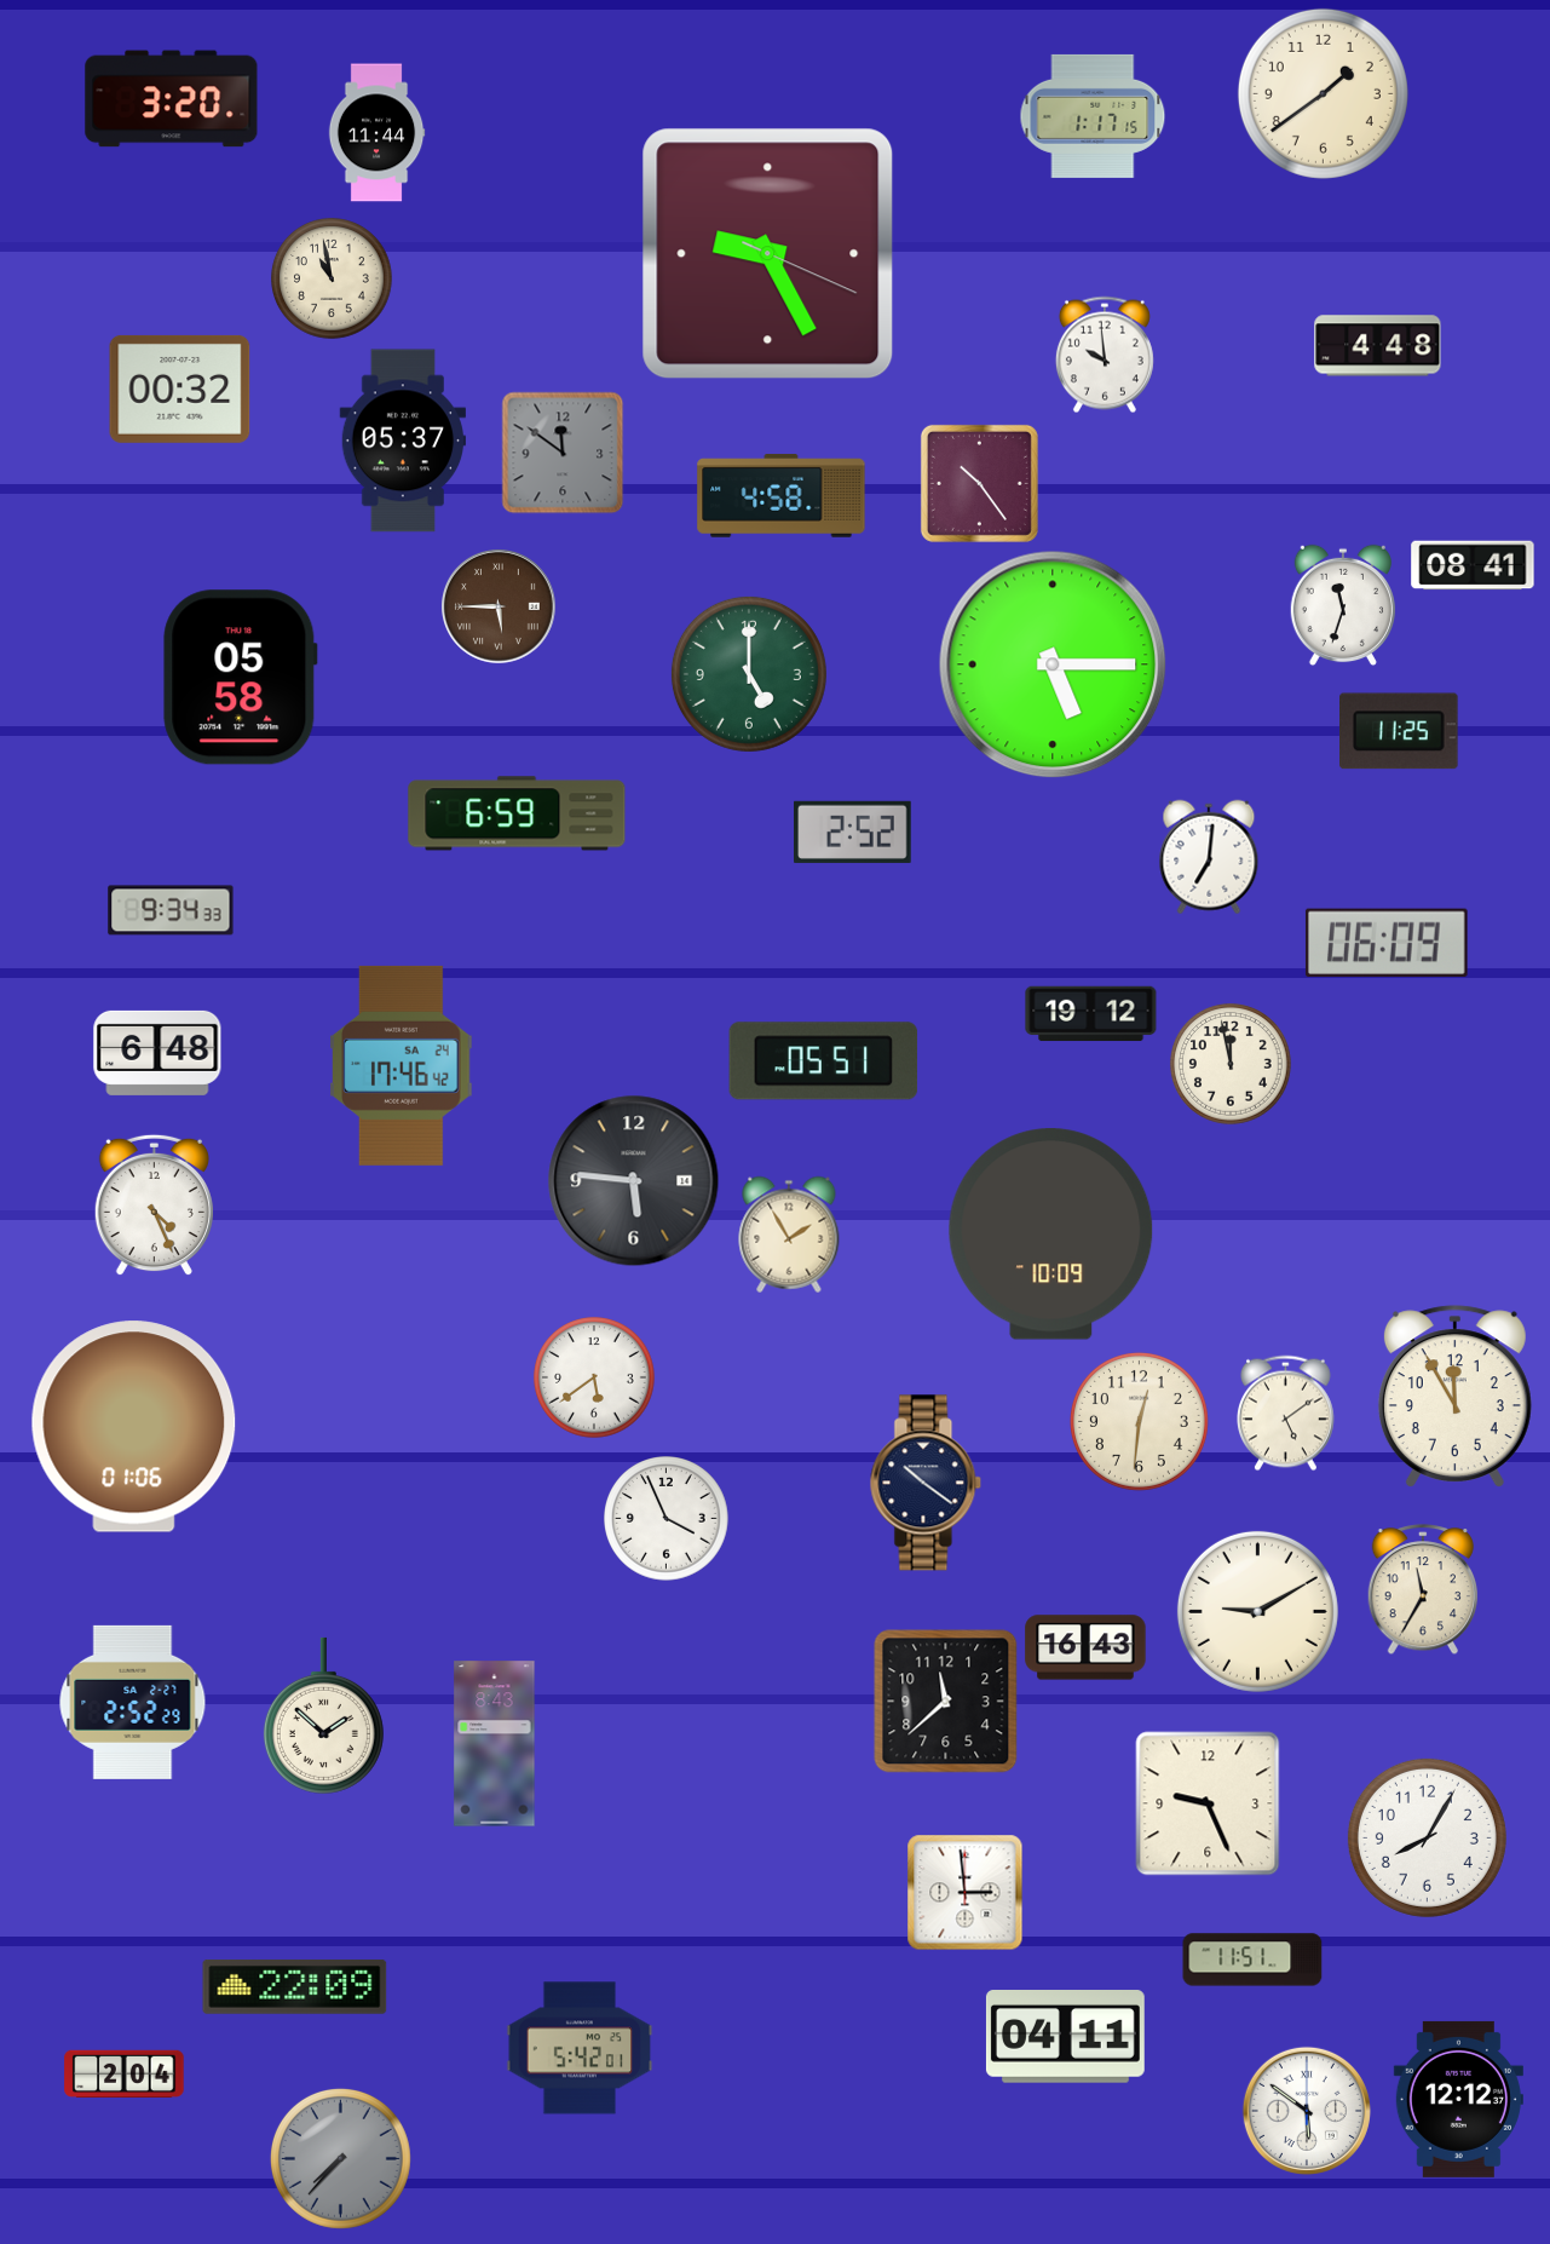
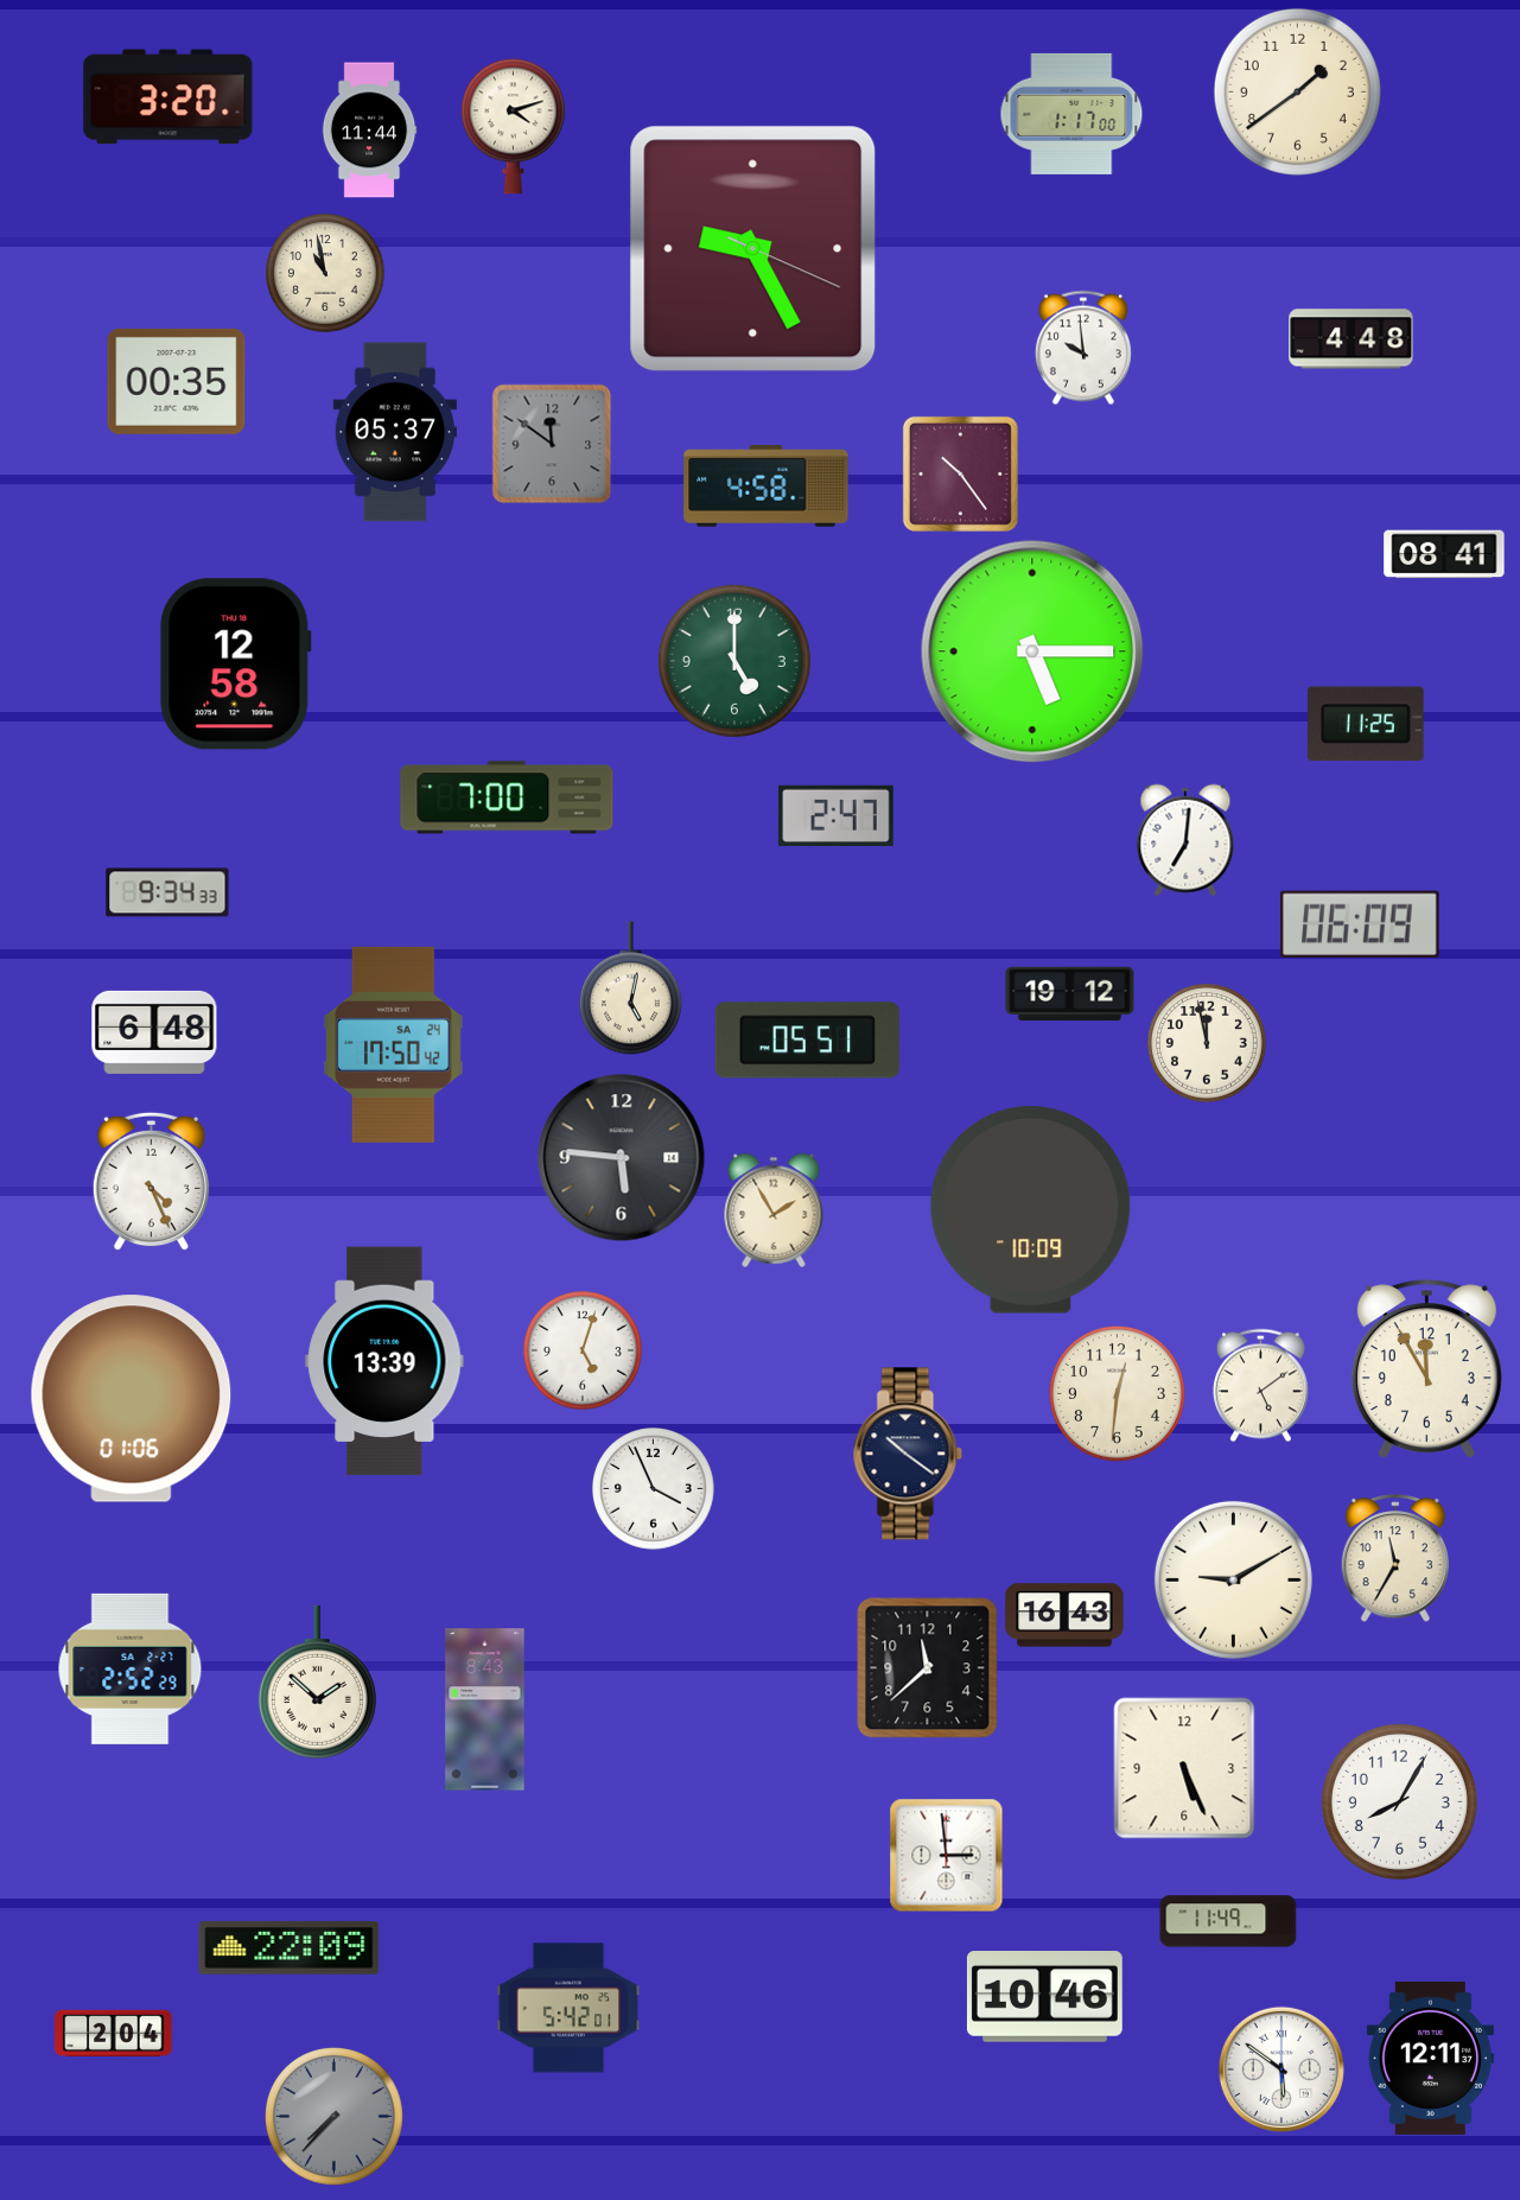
clock at (1093, 116): 1:17:15 -> 1:17:00
clock at (513, 127): none -> 4:12
clock at (180, 389): 00:32 -> 00:35
clock at (1343, 605): 11:33 -> none
clock at (500, 608): 5:45 -> none
clock at (241, 678): 05:58 -> 12:58
clock at (1400, 731) position: (1400, 731) -> (1367, 724)
clock at (517, 813): 6:59 -> 7:00
clock at (853, 832): 2:52 -> 2:47
clock at (630, 988): none -> 5:02
clock at (402, 1065): 17:46 -> 17:50
clock at (594, 1377): 5:39 -> 5:03
clock at (384, 1361): none -> 13:39
clock at (1208, 1803): 9:26 -> 5:26
clock at (1252, 1960): 11:51 -> 11:49
clock at (1065, 2037): 04:11 -> 10:46
clock at (125, 2073) position: (125, 2073) -> (114, 2033)
clock at (1458, 2099): 12:12 -> 12:11
